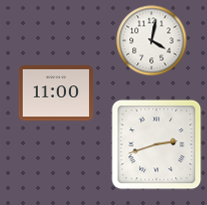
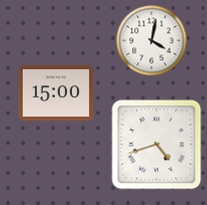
clock at (56, 93): 11:00 -> 15:00
clock at (157, 145): 2:42 -> 4:42
